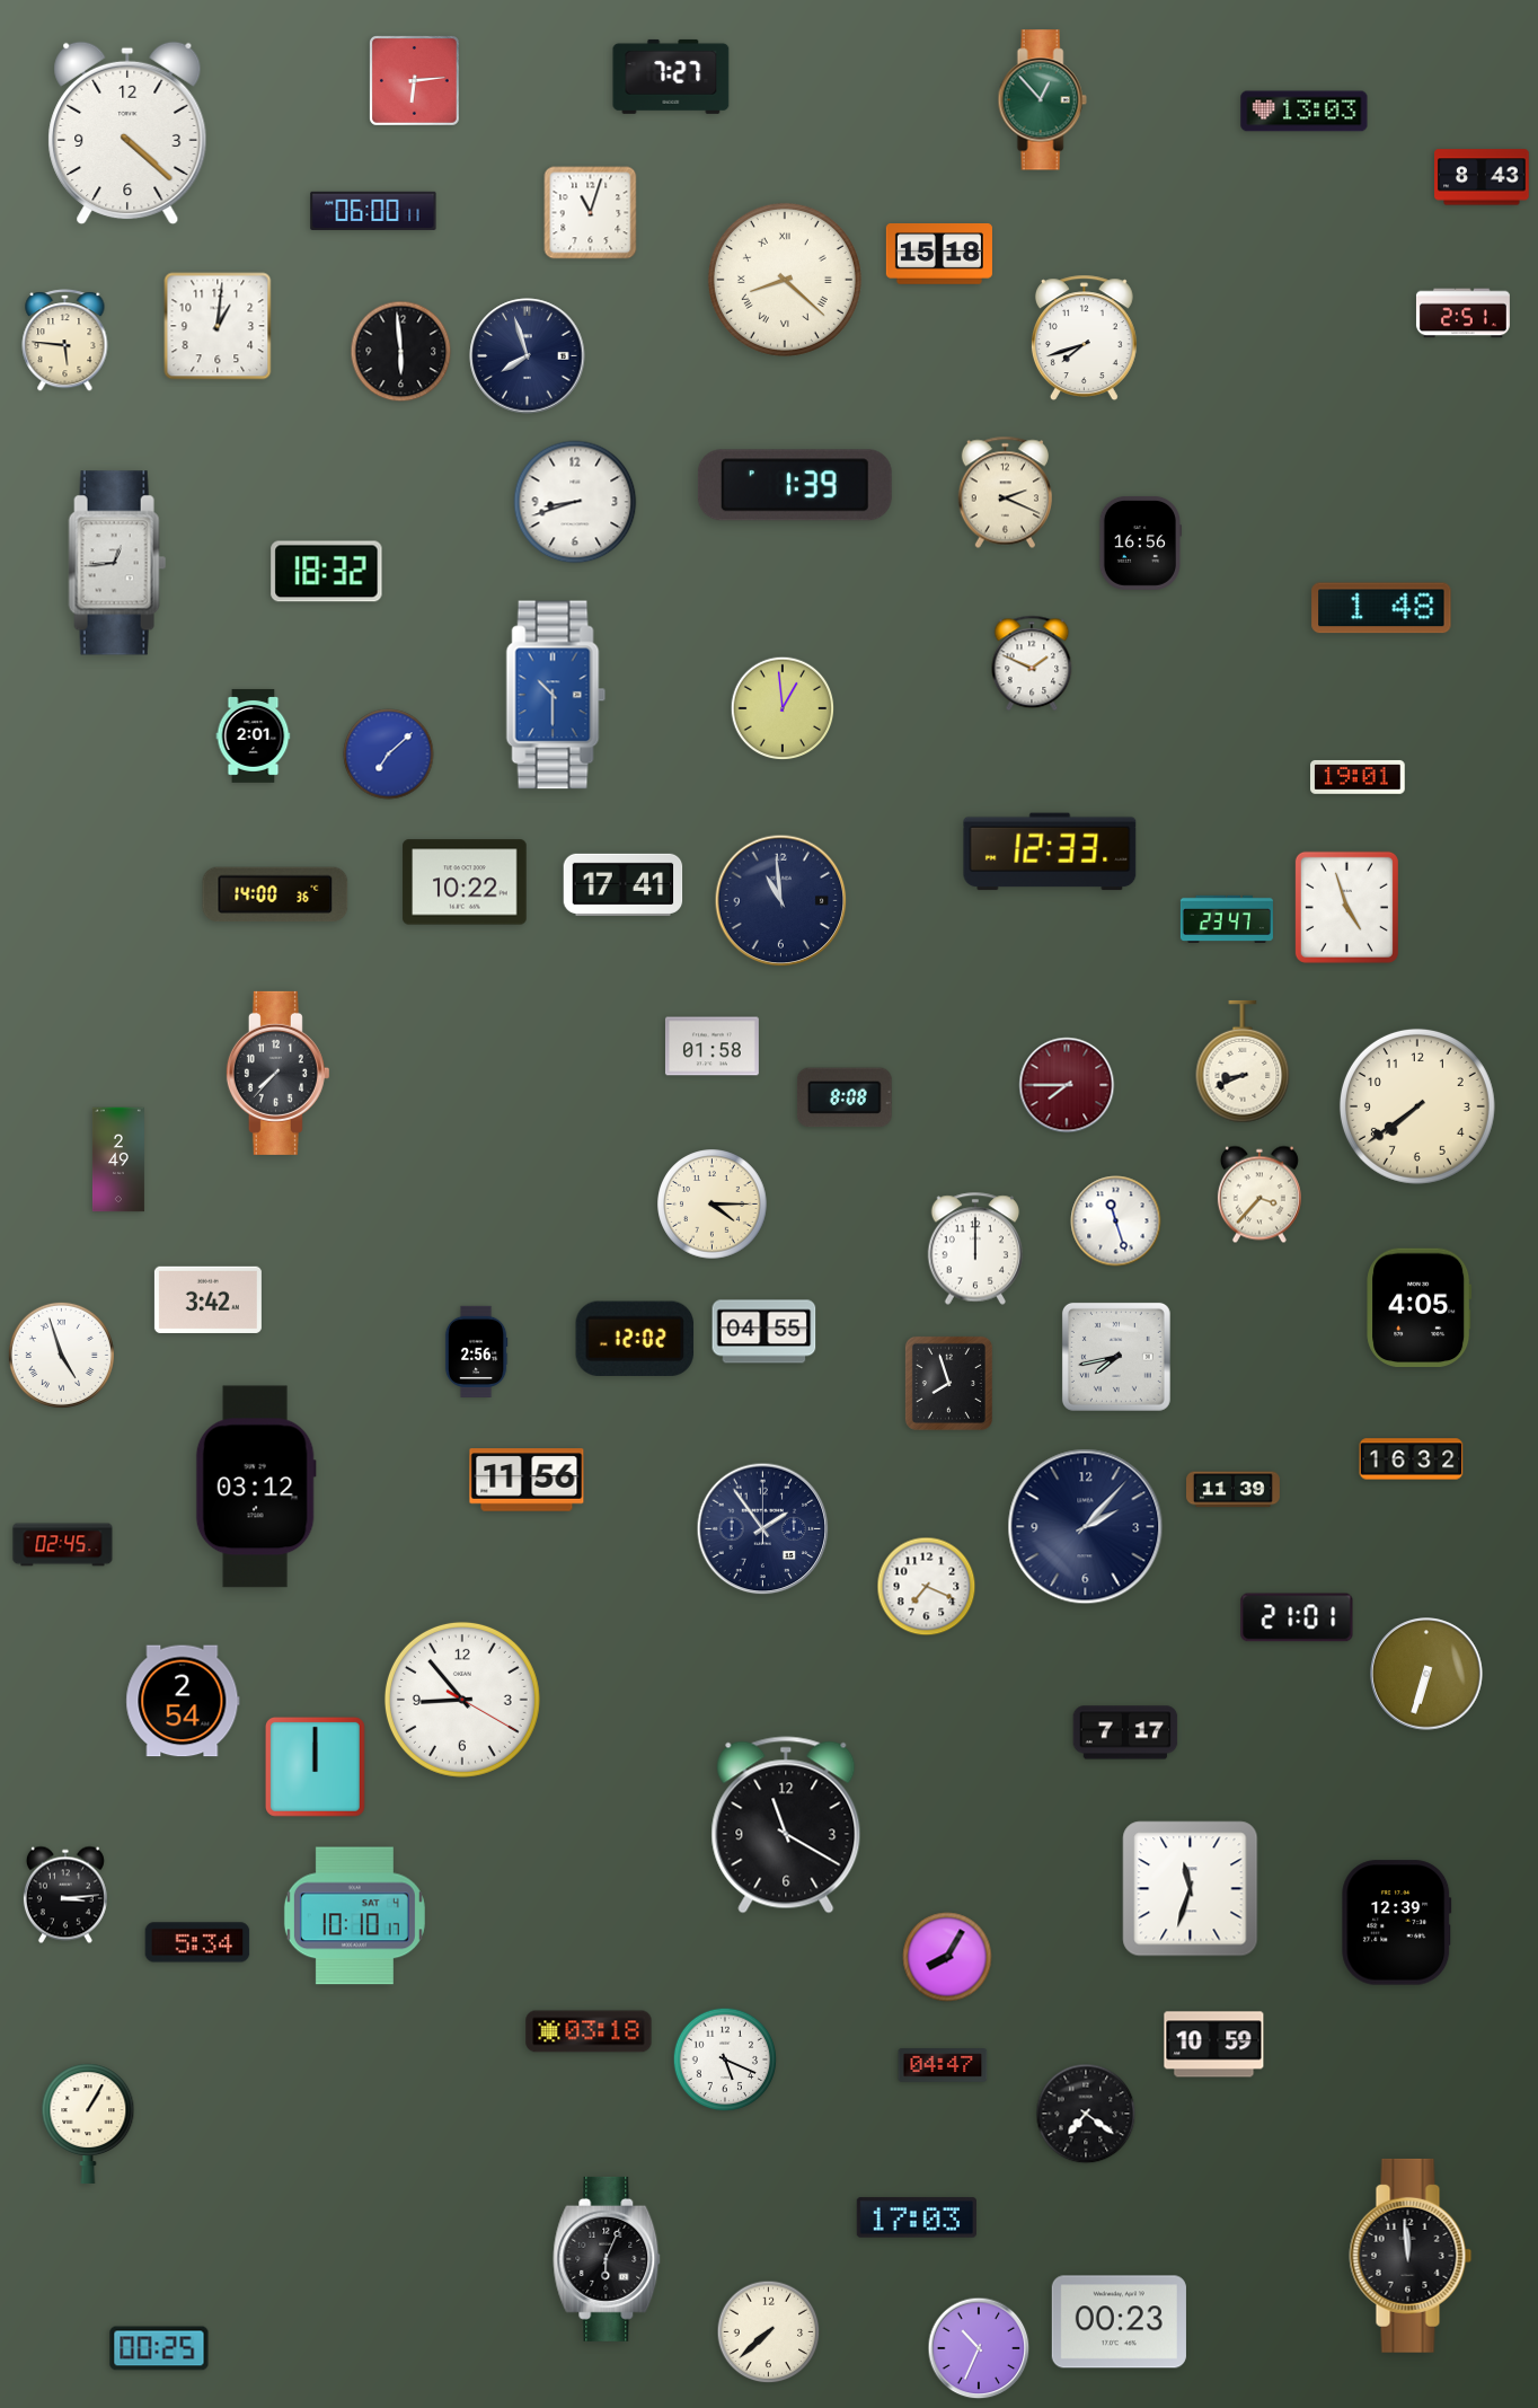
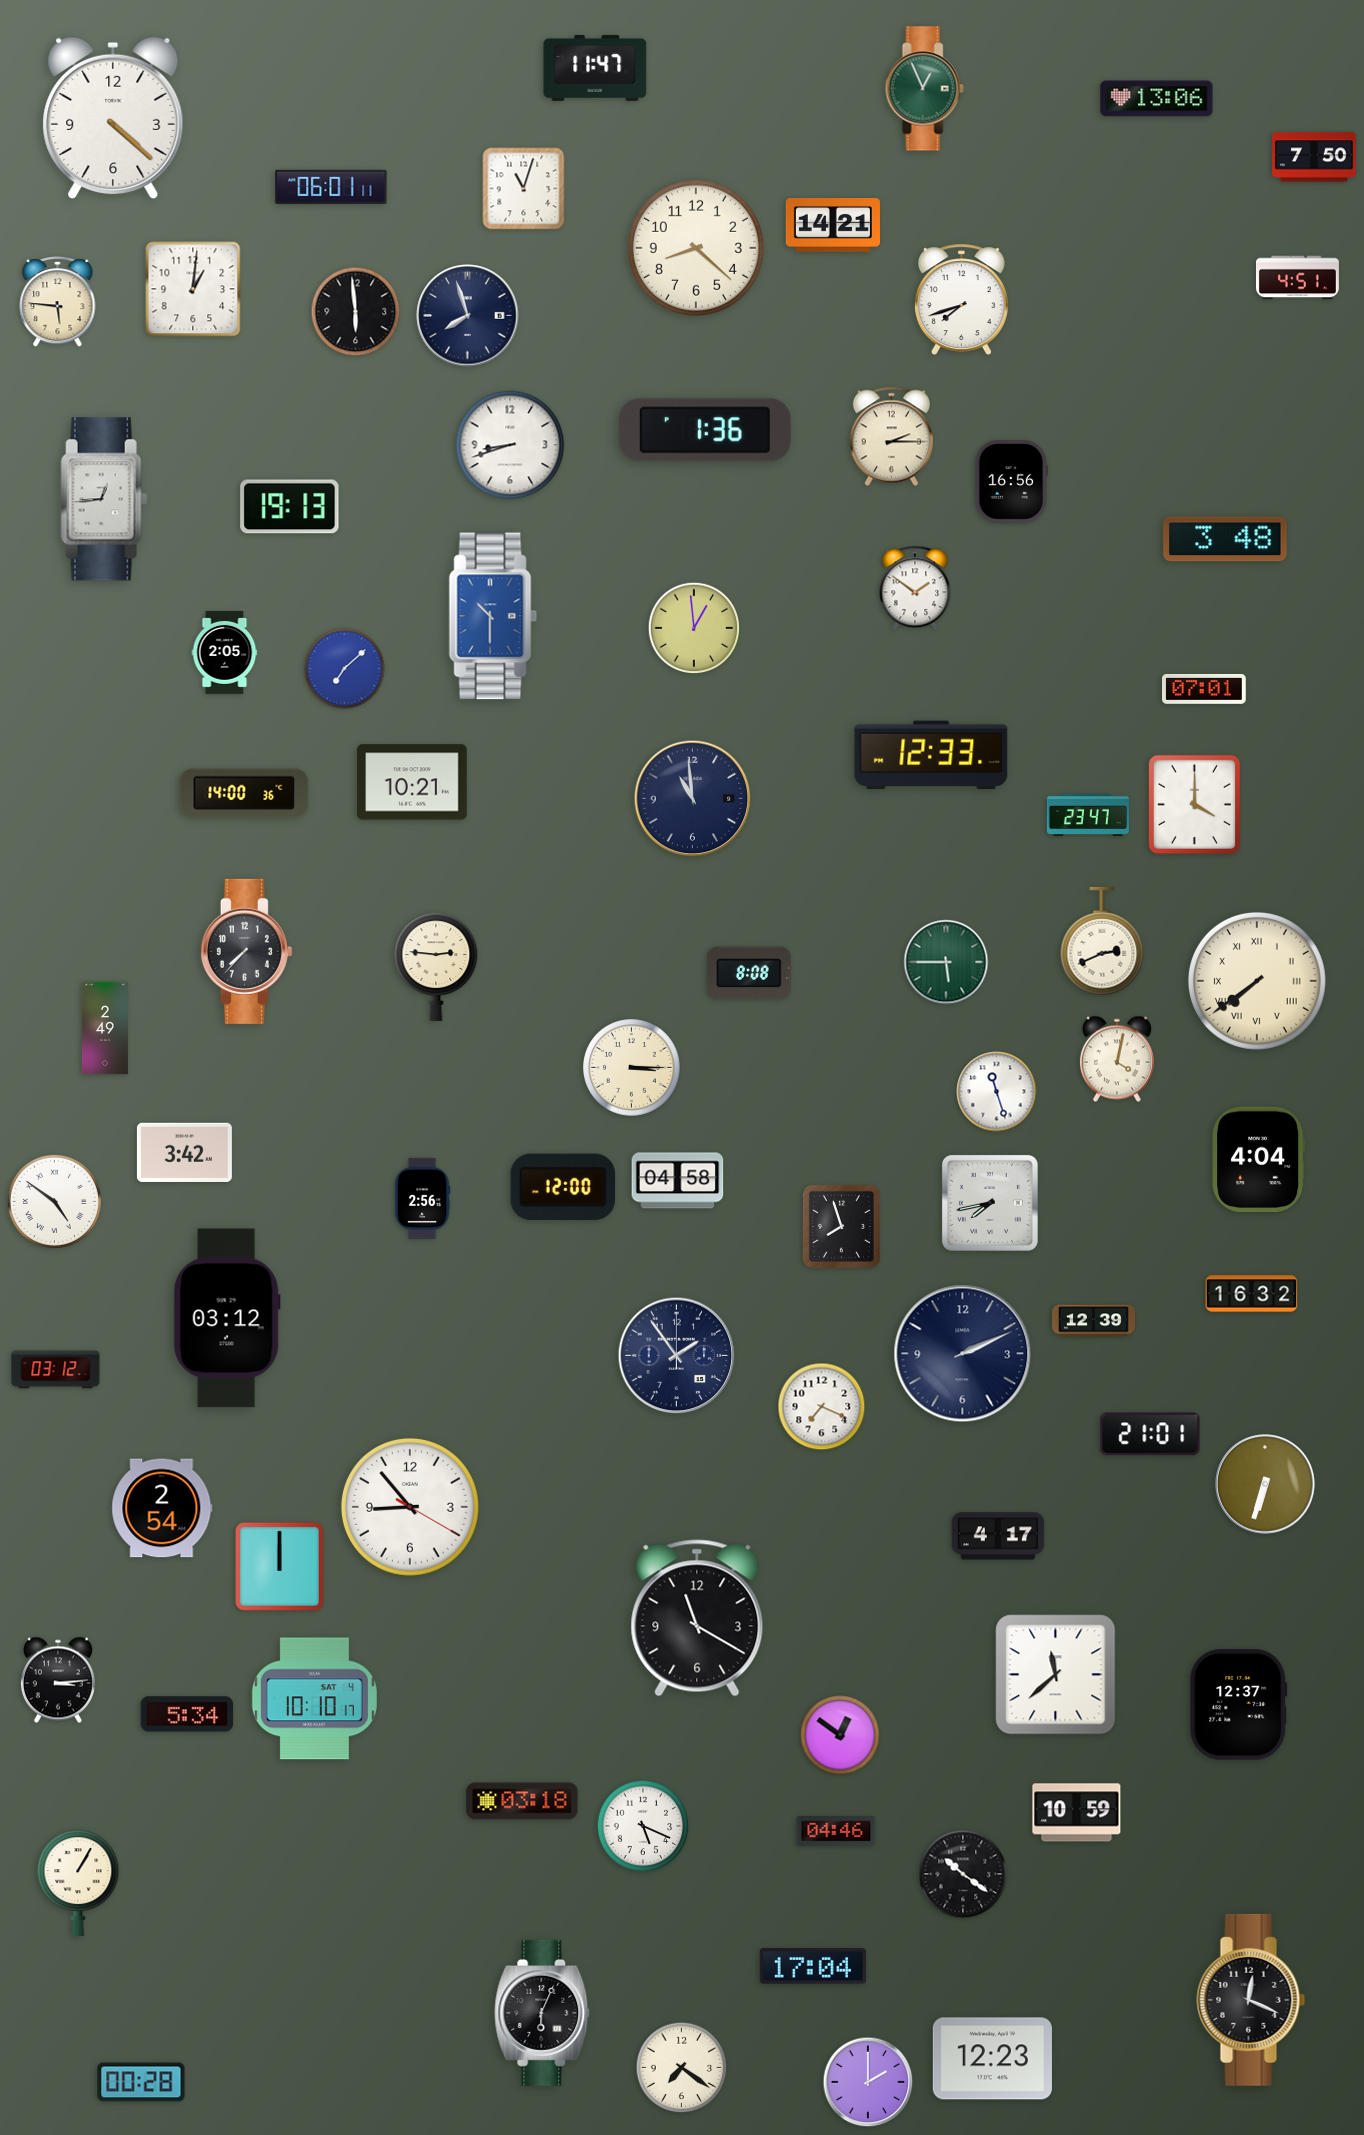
clock at (671, 77): 7:27 -> 11:47
clock at (415, 81): 6:14 -> none
clock at (1042, 100): 12:53 -> 12:56
clock at (1305, 112): 13:03 -> 13:06
clock at (1482, 177): 8:43 -> 7:50
clock at (373, 211): 06:00 -> 06:01
clock at (939, 255): 15:18 -> 14:21
clock at (785, 280) numerals: Roman -> Arabic
clock at (1464, 314): 2:51 -> 4:51
clock at (795, 485): 1:39 -> 1:36
clock at (1005, 493): 2:19 -> 2:15
clock at (327, 572): 18:32 -> 19:13
clock at (1381, 608): 1:48 -> 3:48
clock at (1032, 663): 1:49 -> 1:51
clock at (254, 735): 2:01 -> 2:05
clock at (1358, 777): 19:01 -> 07:01
clock at (465, 882): 10:22 -> 10:21
clock at (624, 884): 17:41 -> none
clock at (1346, 907): 4:57 -> 4:00
clock at (711, 1047): 01:58 -> none
clock at (1243, 1061): 8:41 -> 2:41
clock at (1067, 1085): 7:45 -> 5:45
clock at (1067, 1085) dial: burgundy -> green
clock at (436, 967): none -> 2:46
clock at (1417, 1106) numerals: Arabic -> Roman
clock at (1259, 1194): 3:37 -> 4:02
clock at (713, 1205): 4:15 -> 3:15
clock at (1116, 1221) position: (1116, 1221) -> (997, 1092)
clock at (975, 1249): 12:00 -> none
clock at (1420, 1308): 4:05 -> 4:04
clock at (764, 1332): 04:55 -> 04:58
clock at (635, 1339): 12:02 -> 12:00
clock at (61, 1355): 4:57 -> 4:51
clock at (527, 1480): 11:56 -> none
clock at (1234, 1490): 11:39 -> 12:39
clock at (1086, 1527): 2:07 -> 2:11
clock at (63, 1545): 02:45 -> 03:12
clock at (1125, 1732): 7:17 -> 4:17
clock at (1191, 1889): 11:33 -> 11:38
clock at (1397, 1923): 12:39 -> 12:37
clock at (197, 1942) position: (197, 1942) -> (187, 1714)
clock at (947, 1957): 8:05 -> 12:51
clock at (943, 2066): 04:47 -> 04:46
clock at (1086, 2114): 7:21 -> 10:21
clock at (917, 2217): 17:03 -> 17:04
clock at (1411, 2256): 11:59 -> 12:19
clock at (607, 2259) position: (607, 2259) -> (542, 2013)
clock at (1119, 2322): 00:23 -> 12:23
clock at (769, 2332): 7:38 -> 7:21
clock at (159, 2348): 00:25 -> 00:28
clock at (979, 2348): 10:34 -> 2:00
